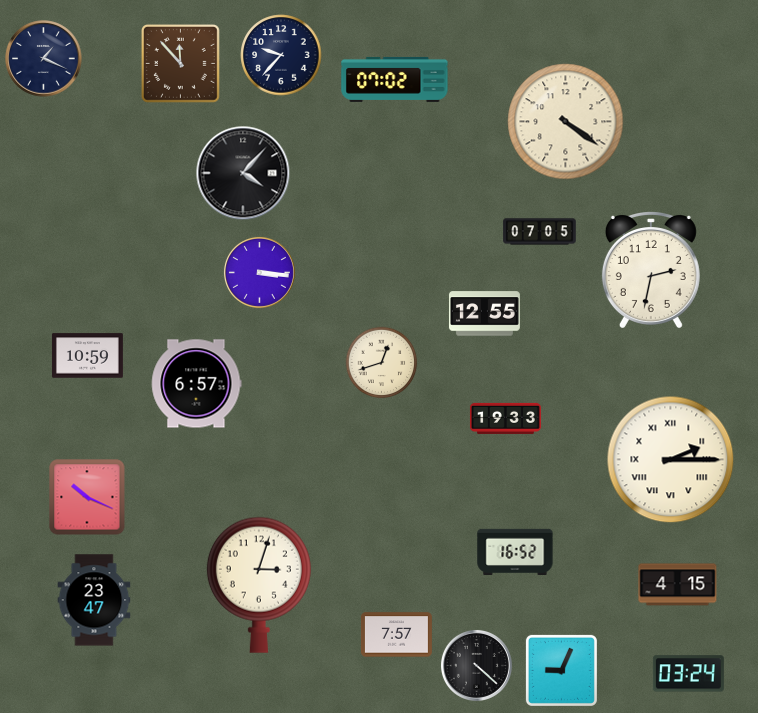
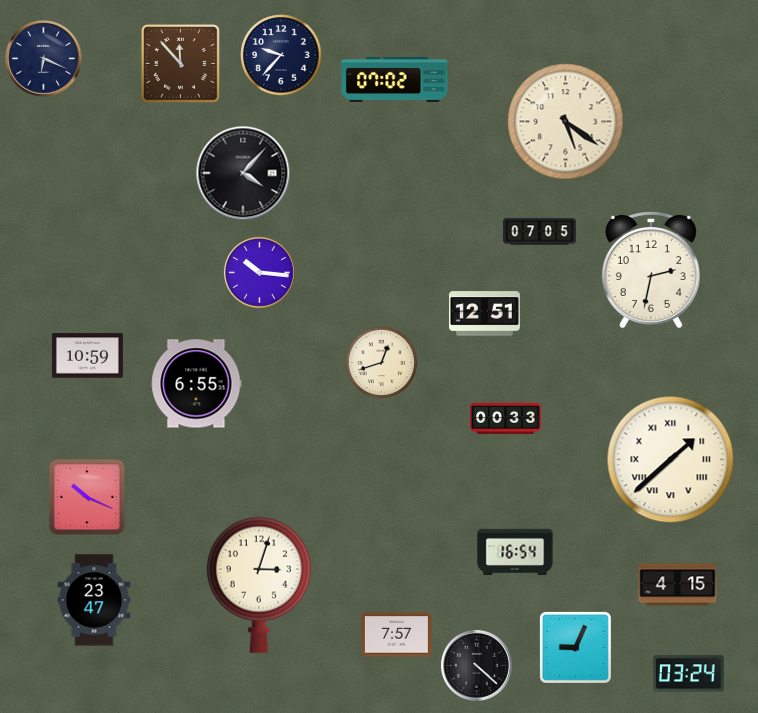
clock at (44, 59): 1:19 -> 6:19
clock at (566, 122): 4:21 -> 5:21
clock at (259, 272): 3:16 -> 10:16
clock at (484, 314): 12:55 -> 12:51
clock at (196, 384): 6:57 -> 6:55
clock at (505, 418): 19:33 -> 00:33
clock at (671, 460): 2:15 -> 1:38
clock at (515, 551): 16:52 -> 16:54
clock at (561, 670) position: (561, 670) -> (575, 647)
